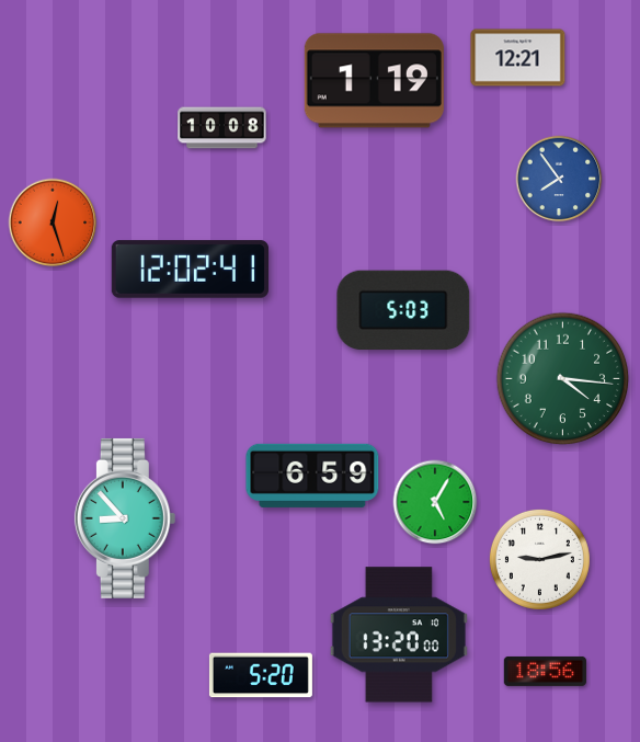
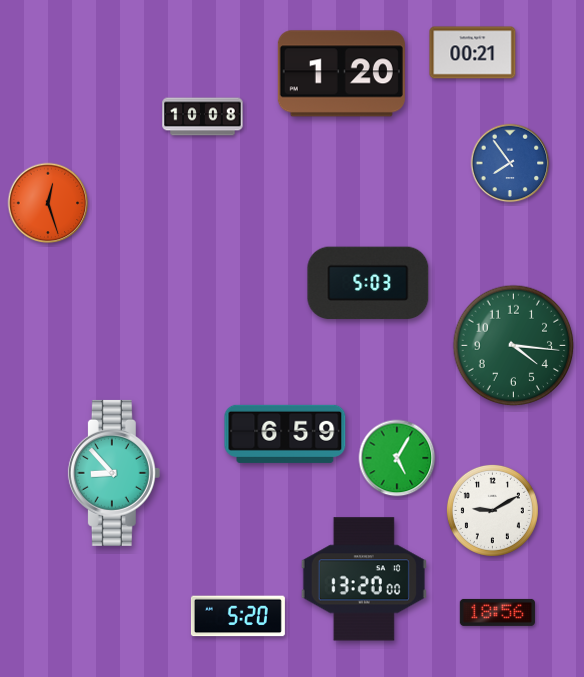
clock at (518, 58): 12:21 -> 00:21
clock at (374, 81): 1:19 -> 1:20
clock at (190, 270): 12:02 -> none
clock at (539, 559): 9:13 -> 9:10
